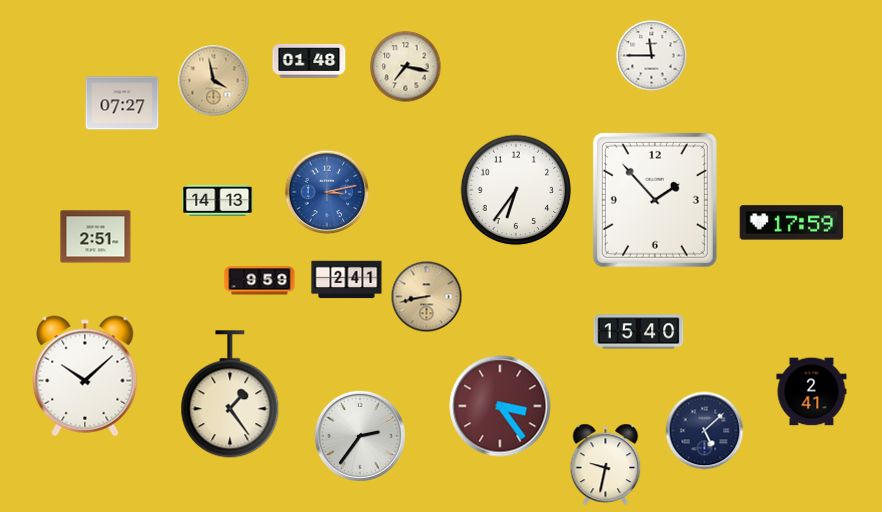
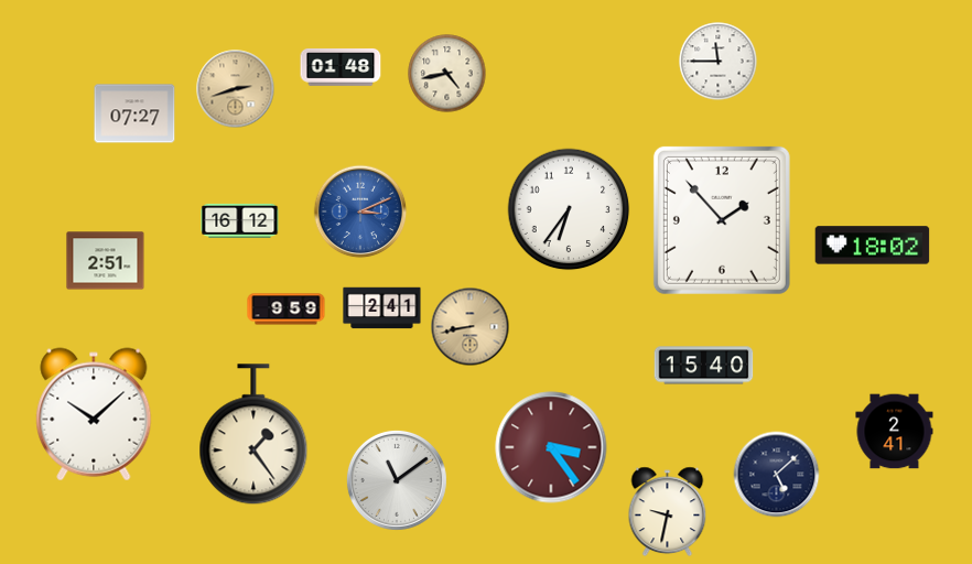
clock at (406, 67): 7:17 -> 4:43
clock at (214, 81): 3:58 -> 2:42
clock at (327, 192): 3:13 -> 3:11
clock at (218, 200): 14:13 -> 16:12
clock at (792, 223): 17:59 -> 18:02
clock at (360, 436): 2:36 -> 11:09
